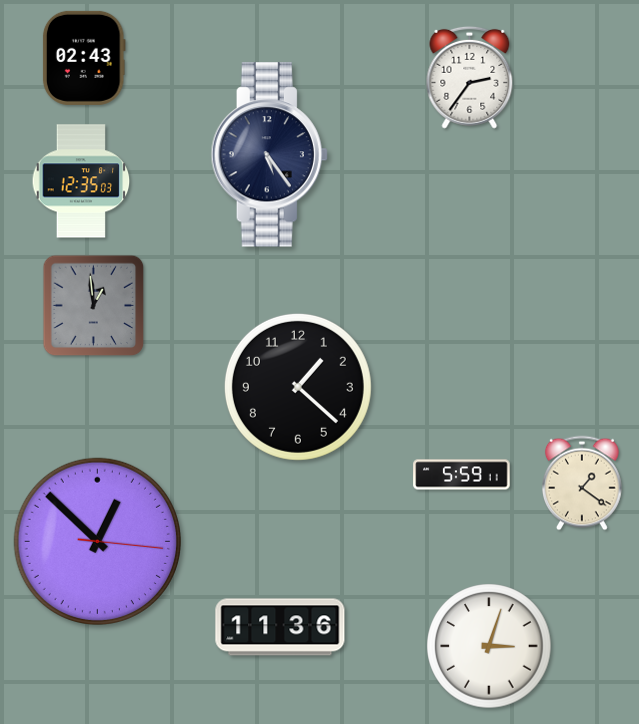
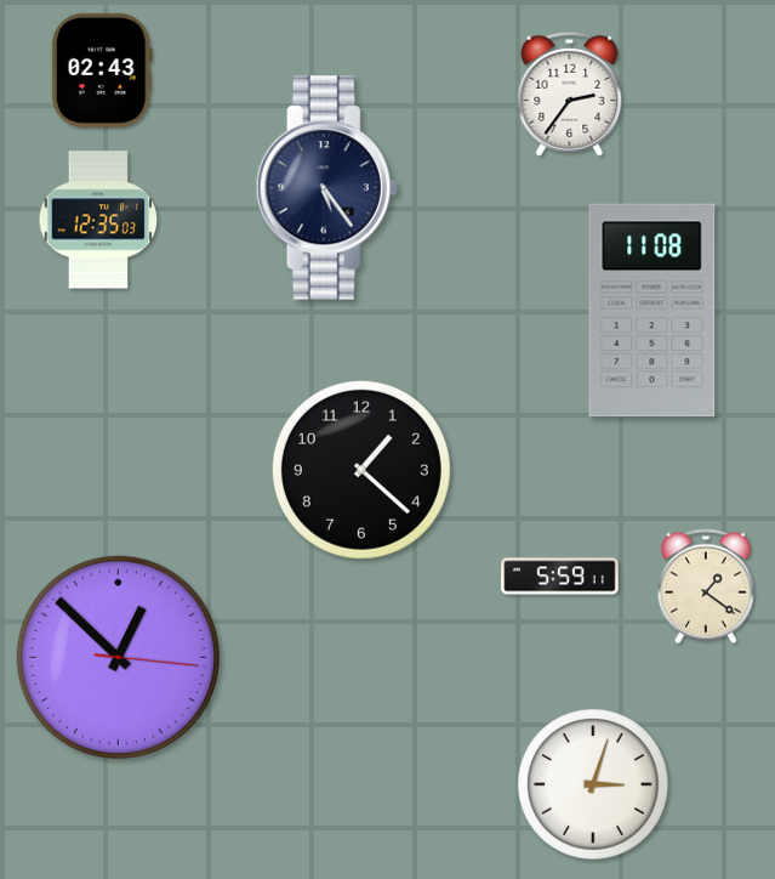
clock at (653, 311): none -> 11:08
clock at (94, 306): 12:59 -> none
clock at (280, 627): 11:36 -> none
